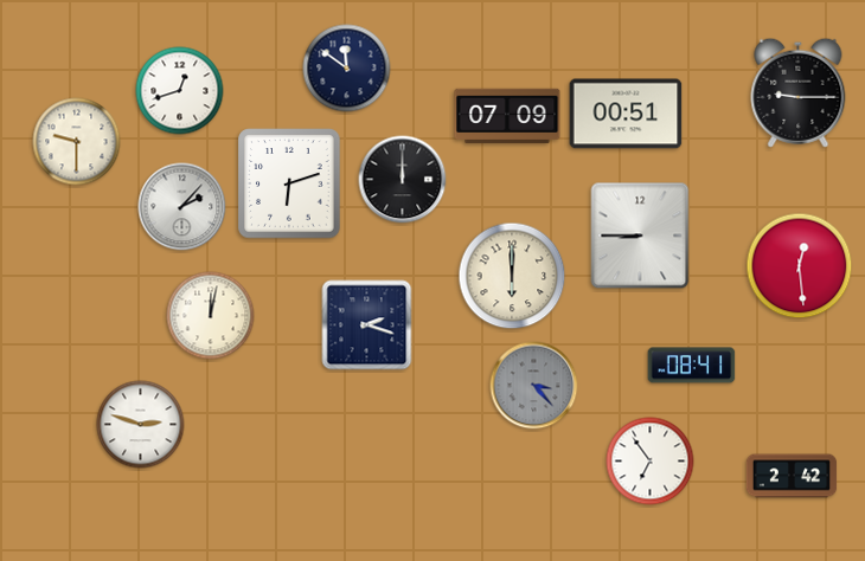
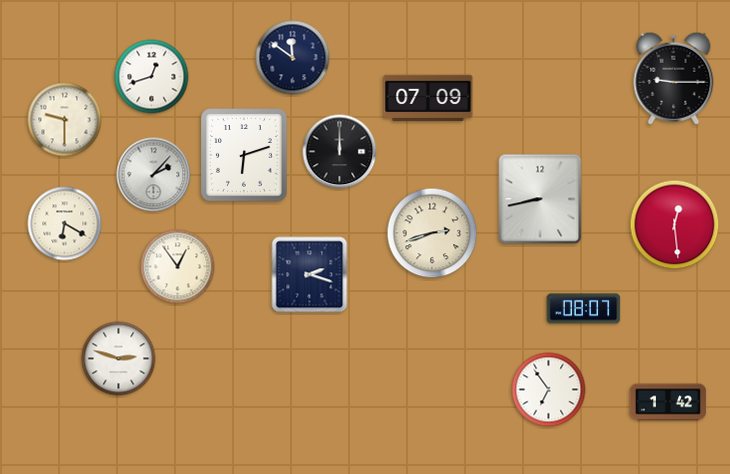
clock at (626, 114): 00:51 -> none
clock at (640, 236): 8:45 -> 8:43
clock at (65, 224): none -> 6:20
clock at (512, 276): 6:00 -> 2:42
clock at (211, 316): 12:02 -> 12:54
clock at (692, 366): 08:41 -> 08:07
clock at (534, 386): 3:23 -> none
clock at (792, 476): 2:42 -> 1:42
